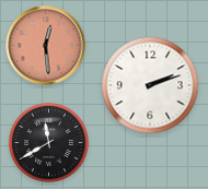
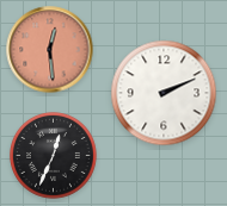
clock at (150, 85): 2:12 -> 2:11
clock at (49, 143): 11:40 -> 12:34
